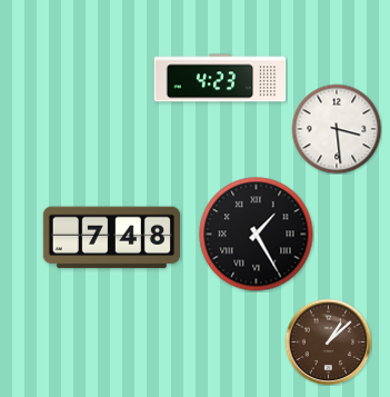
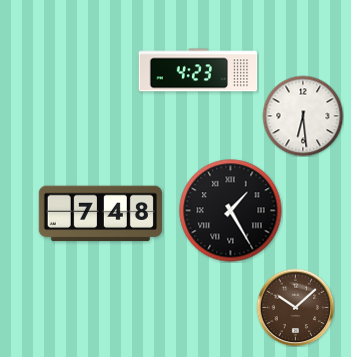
clock at (337, 129): 3:29 -> 6:29
clock at (328, 341): 1:08 -> 10:08
